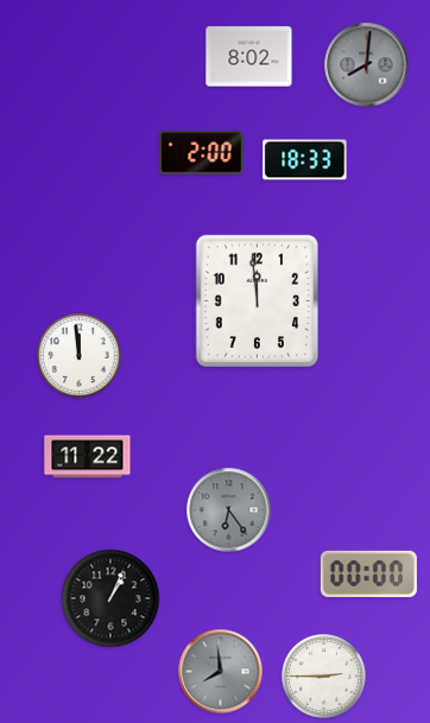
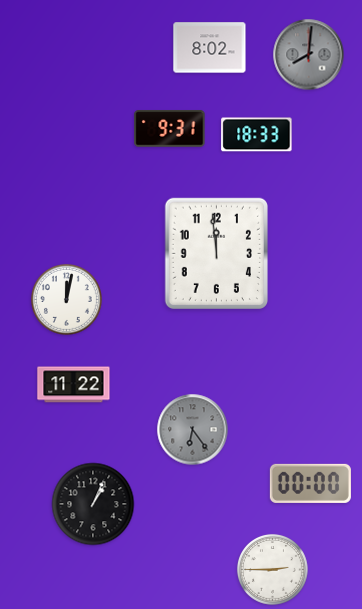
clock at (202, 153): 2:00 -> 9:31
clock at (80, 356): 11:59 -> 12:02
clock at (221, 672): 7:59 -> none
